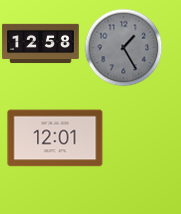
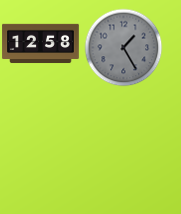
clock at (55, 138): 12:01 -> none
